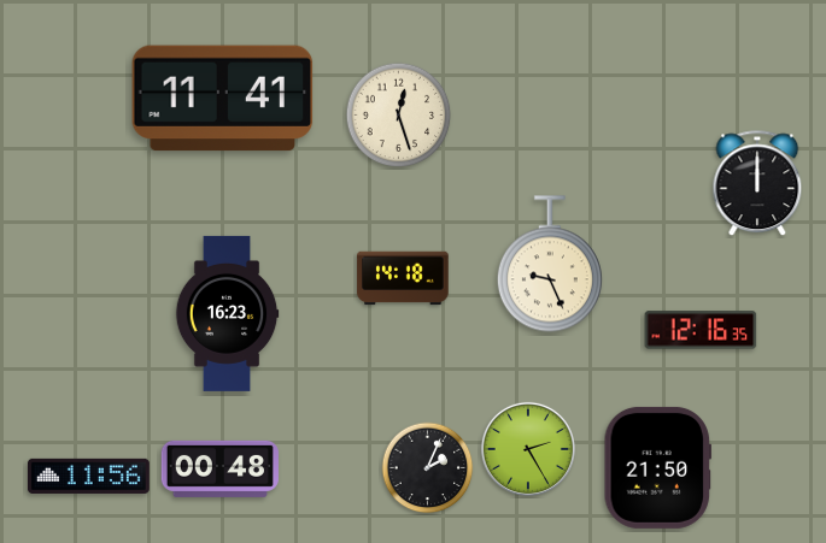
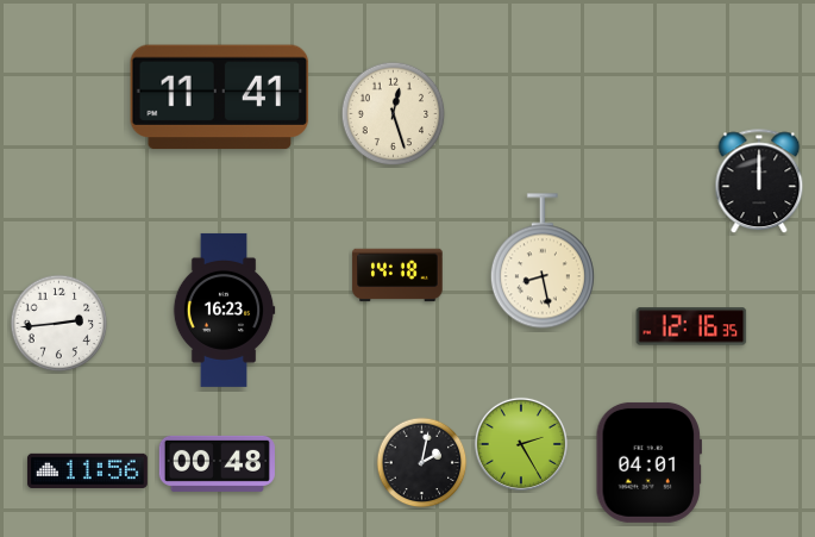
clock at (757, 184) position: (757, 184) -> (759, 182)
clock at (550, 264): 9:26 -> 8:28
clock at (59, 324): none -> 2:44
clock at (657, 467): 21:50 -> 04:01
clock at (428, 468): 2:04 -> 2:02
